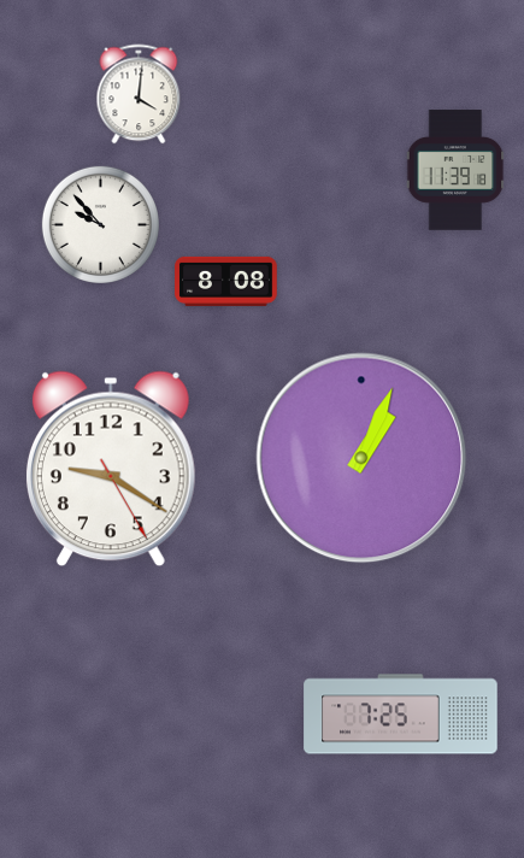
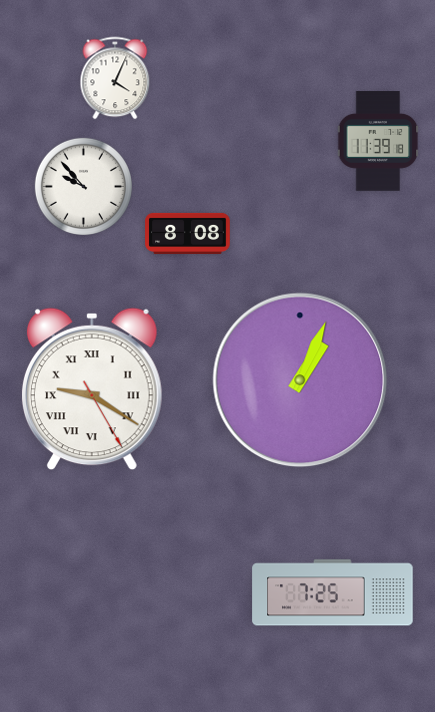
clock at (139, 94): 4:01 -> 4:04
clock at (111, 469) numerals: Arabic -> Roman
